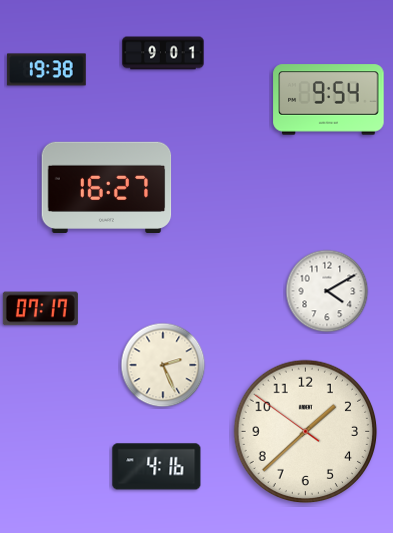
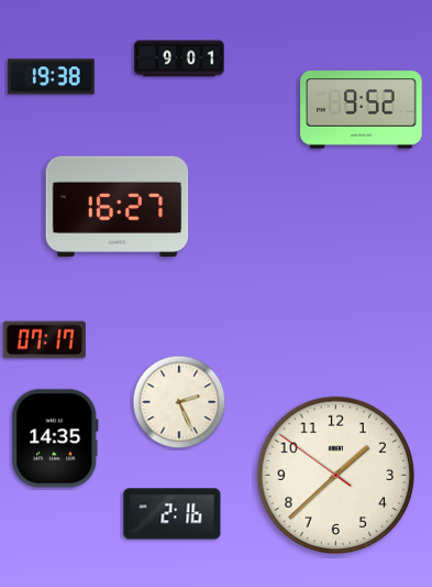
clock at (329, 100): 9:54 -> 9:52
clock at (327, 291): 4:10 -> none
clock at (55, 438): none -> 14:35
clock at (157, 467): 4:16 -> 2:16
